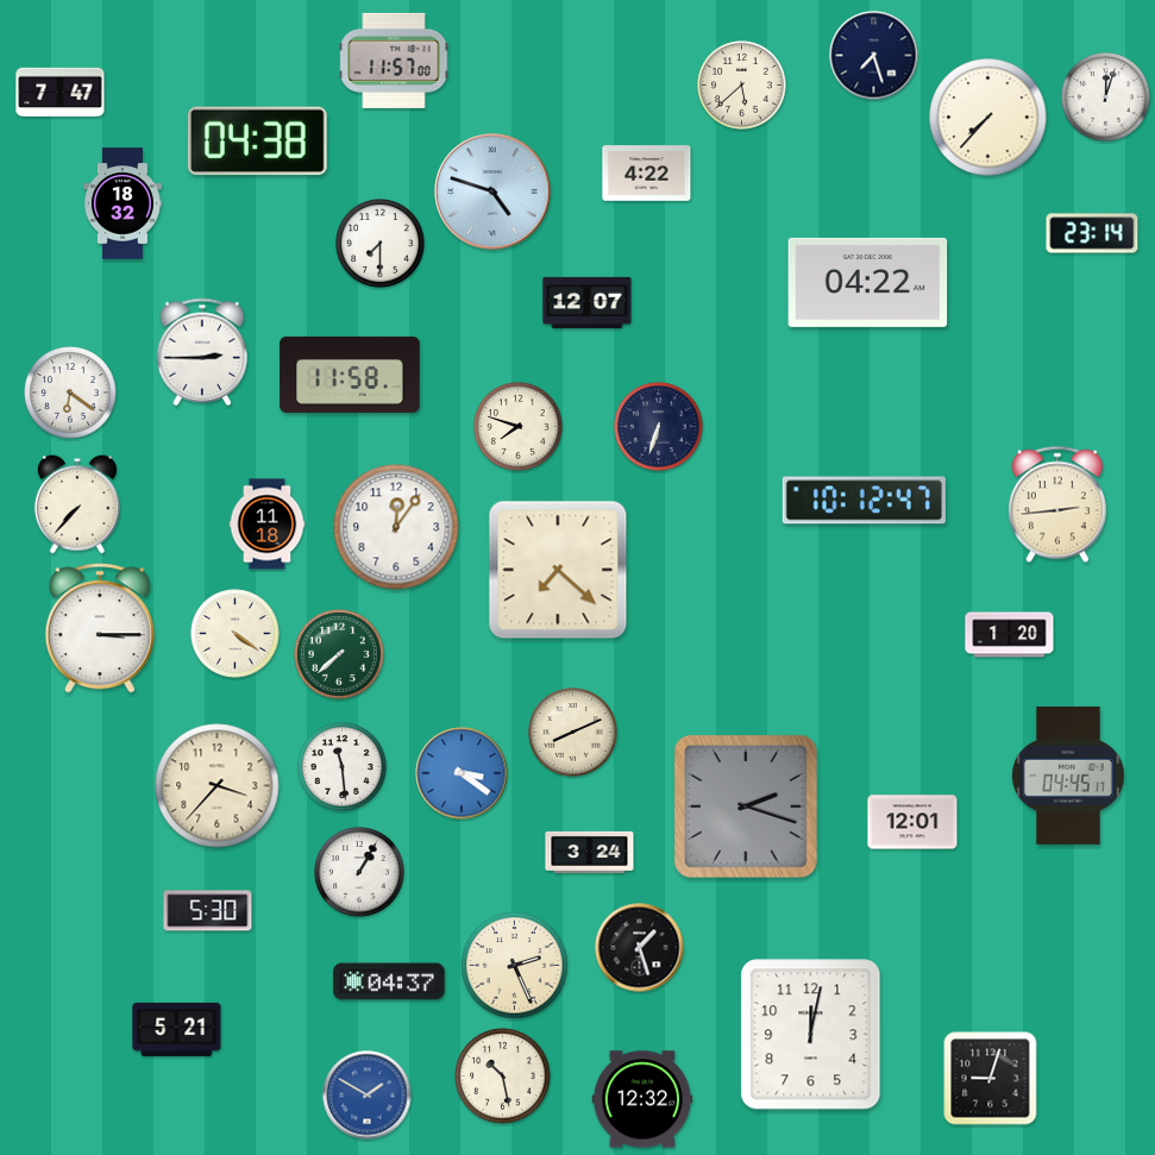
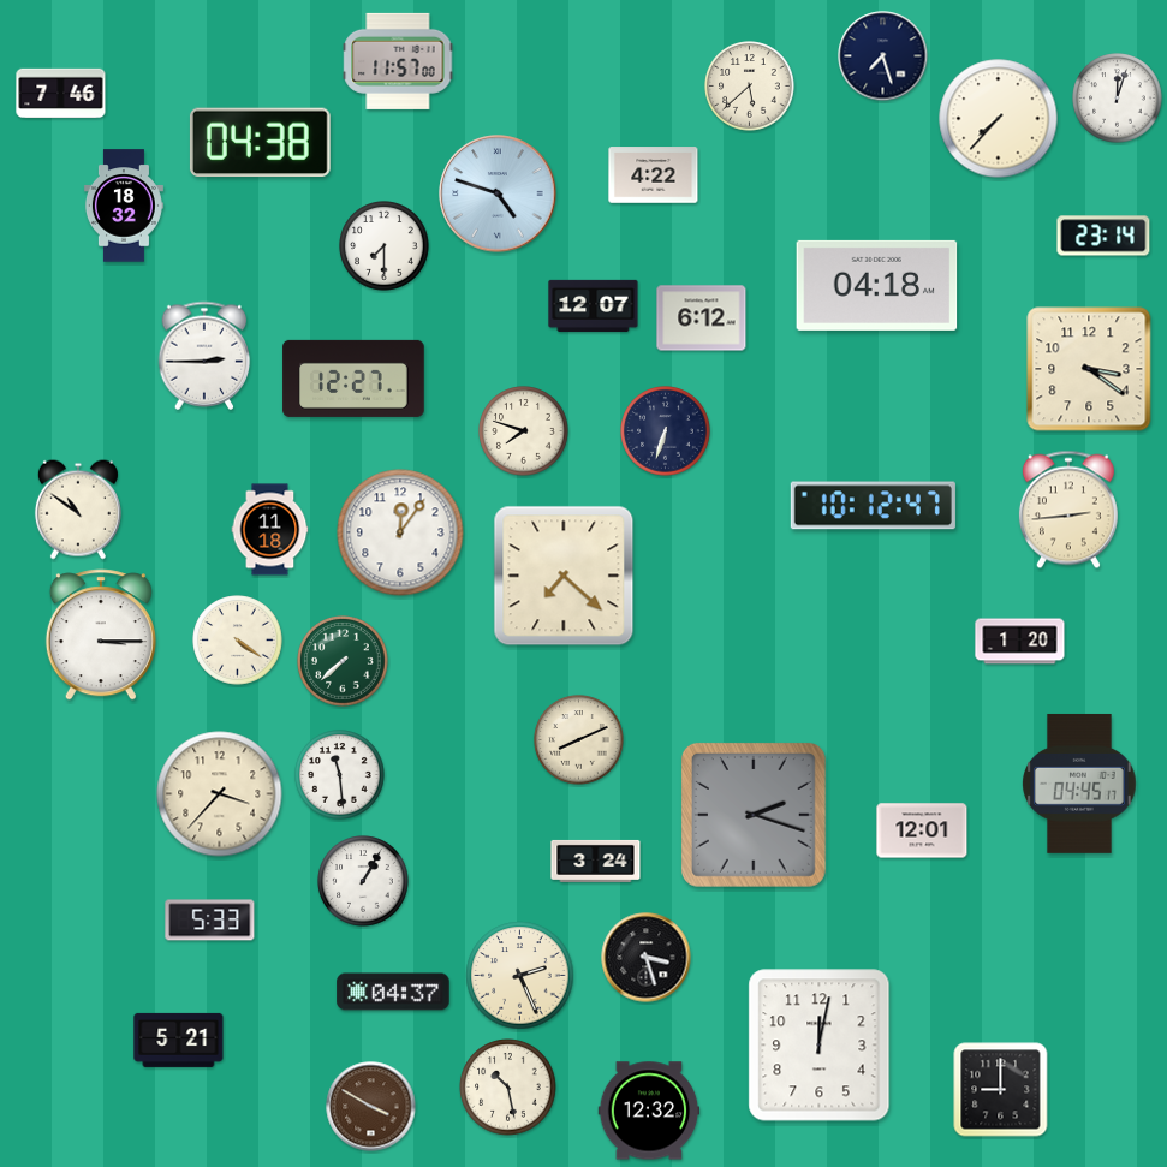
clock at (61, 93): 7:47 -> 7:46
clock at (868, 282): 04:22 -> 04:18
clock at (702, 318): none -> 6:12
clock at (1089, 369): none -> 3:21
clock at (350, 375): 11:58 -> 12:27
clock at (70, 393): 6:21 -> none
clock at (77, 504): 7:37 -> 10:51
clock at (343, 767) position: (343, 767) -> (340, 775)
clock at (462, 773): 3:21 -> none
clock at (208, 911): 5:30 -> 5:33
clock at (640, 948): 1:27 -> 3:27
clock at (991, 1079): 9:03 -> 9:00
clock at (368, 1096): 1:50 -> 3:50
clock at (368, 1096) dial: blue -> brown
